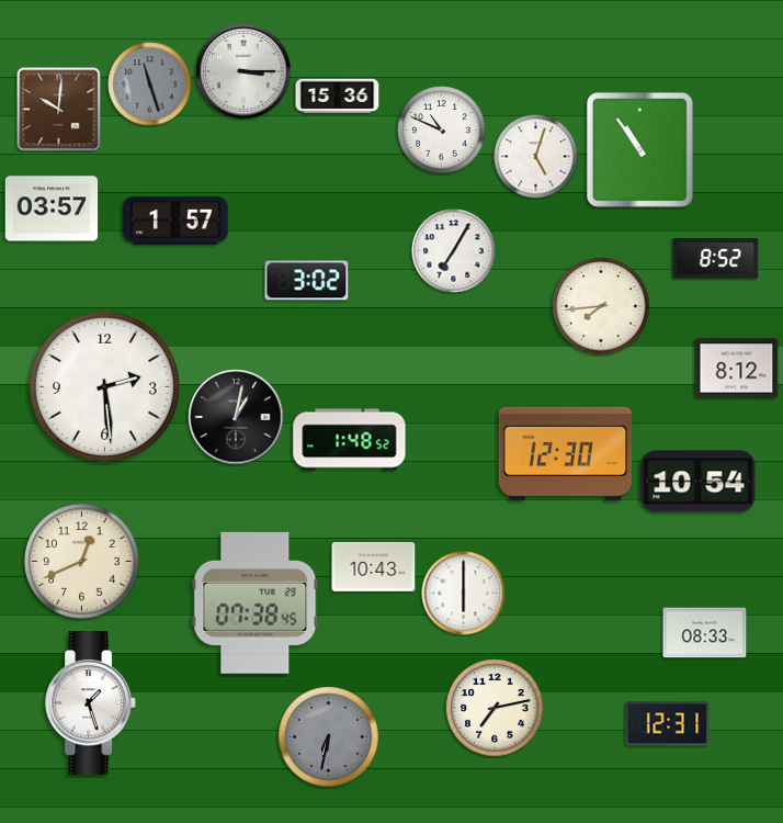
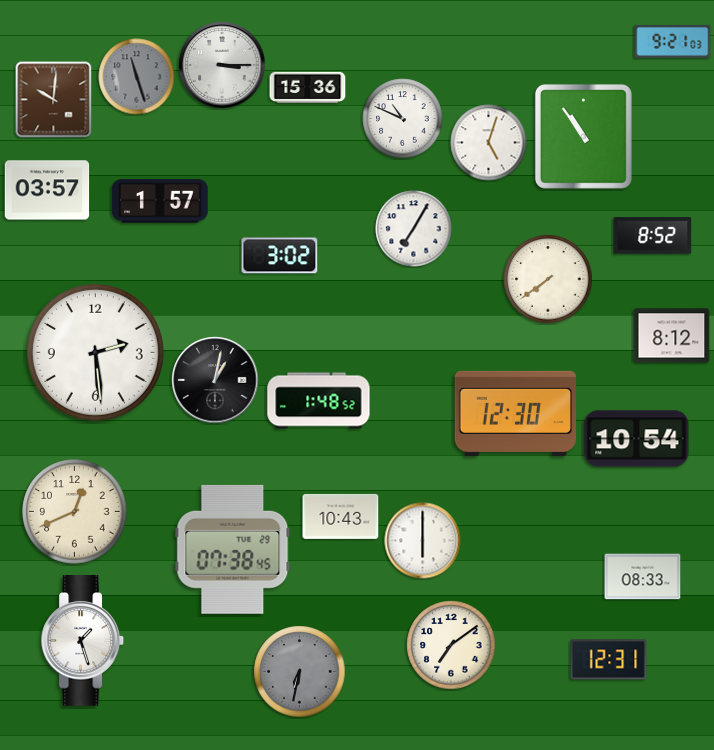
clock at (673, 41): none -> 9:21
clock at (601, 306): 7:44 -> 7:39
clock at (495, 708): 7:13 -> 7:09
